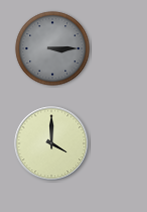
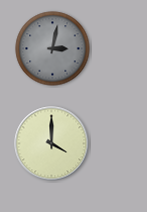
clock at (53, 49): 3:15 -> 3:02
